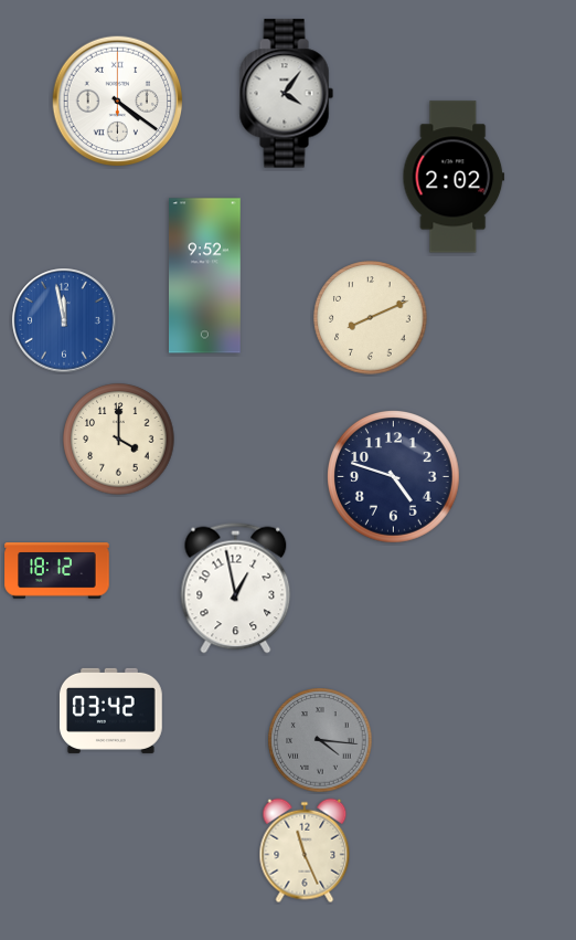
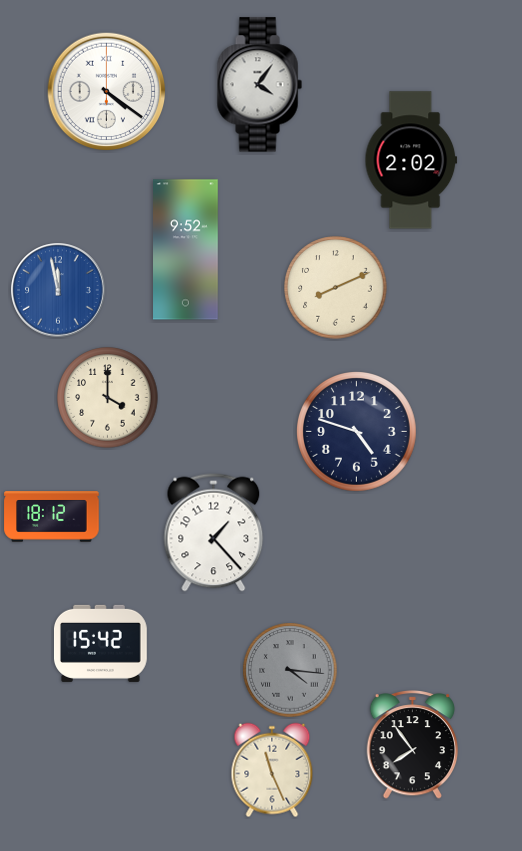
clock at (236, 589): 12:58 -> 1:23
clock at (111, 710): 03:42 -> 15:42
clock at (413, 745): none -> 7:54
clock at (305, 851) position: (305, 851) -> (272, 770)
